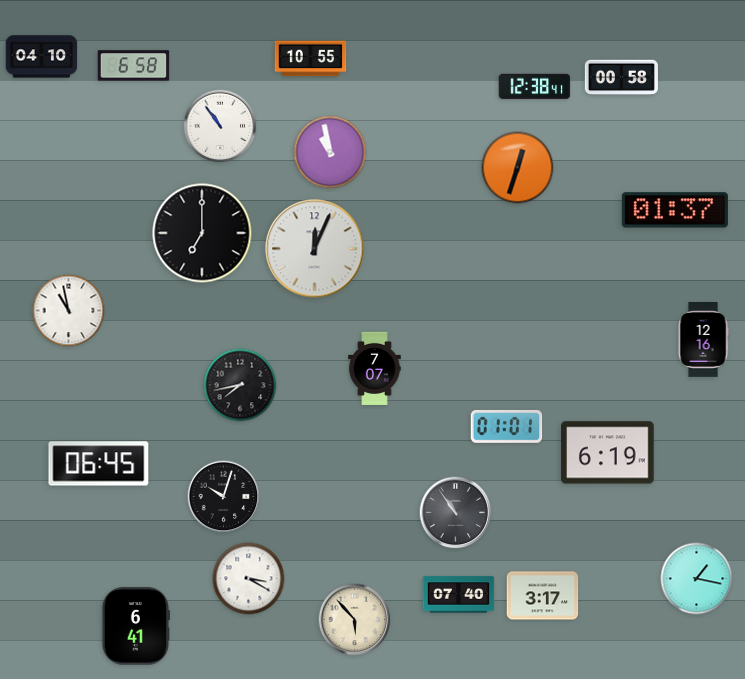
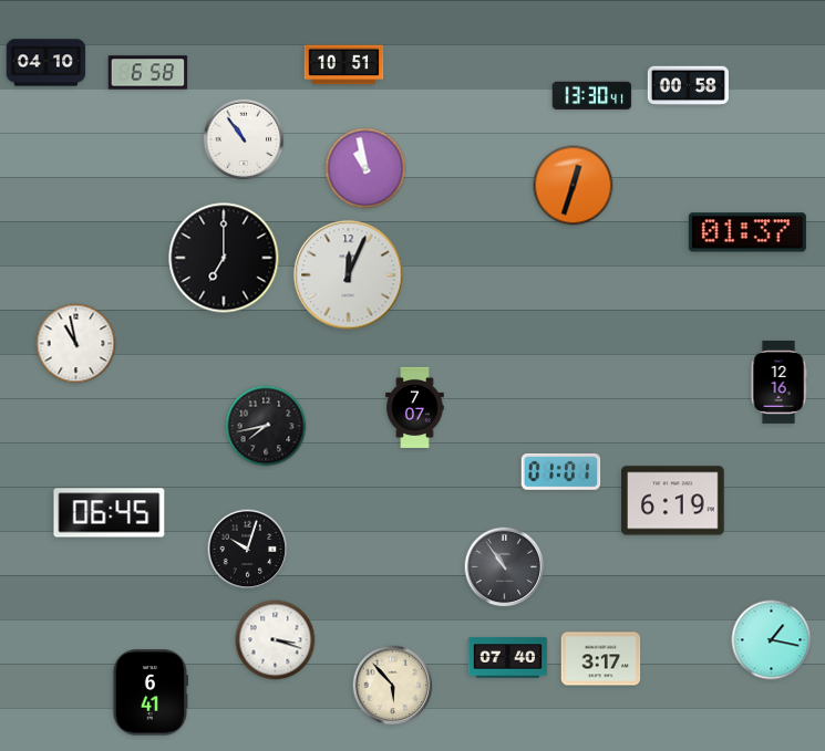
clock at (311, 59): 10:55 -> 10:51
clock at (535, 87): 12:38 -> 13:30
clock at (703, 339) position: (703, 339) -> (778, 382)
clock at (249, 579): 3:20 -> 3:18
